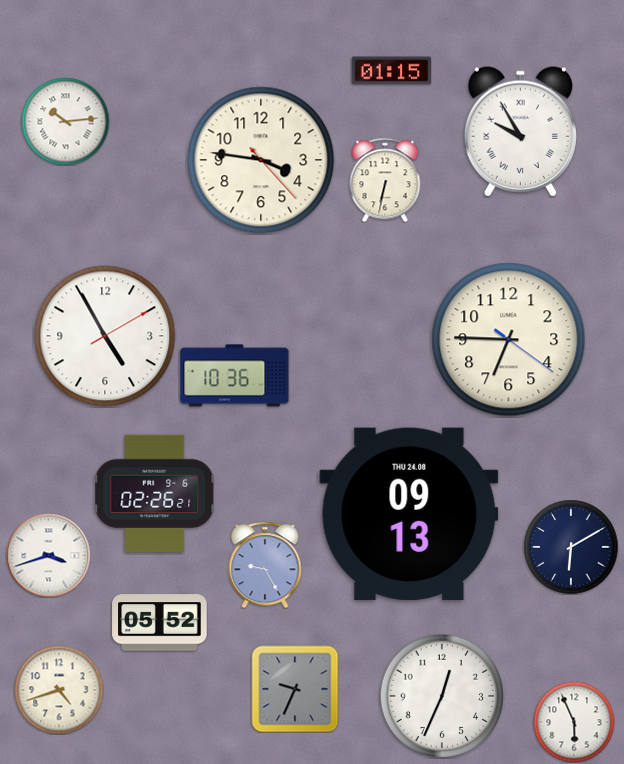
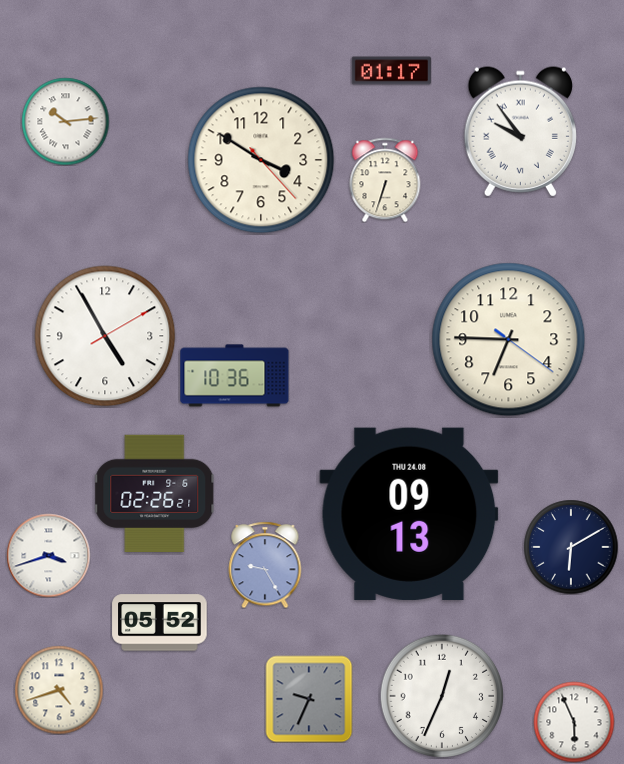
clock at (391, 71): 01:15 -> 01:17
clock at (520, 132): 9:55 -> 9:54
clock at (261, 160): 3:46 -> 3:50
clock at (385, 180): 6:32 -> 6:33
clock at (295, 689) position: (295, 689) -> (309, 699)
